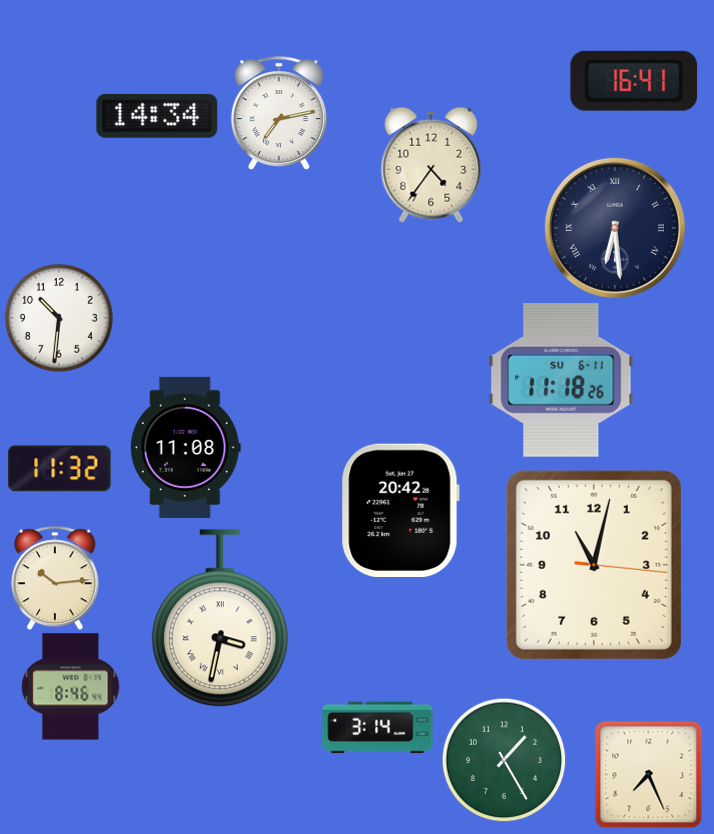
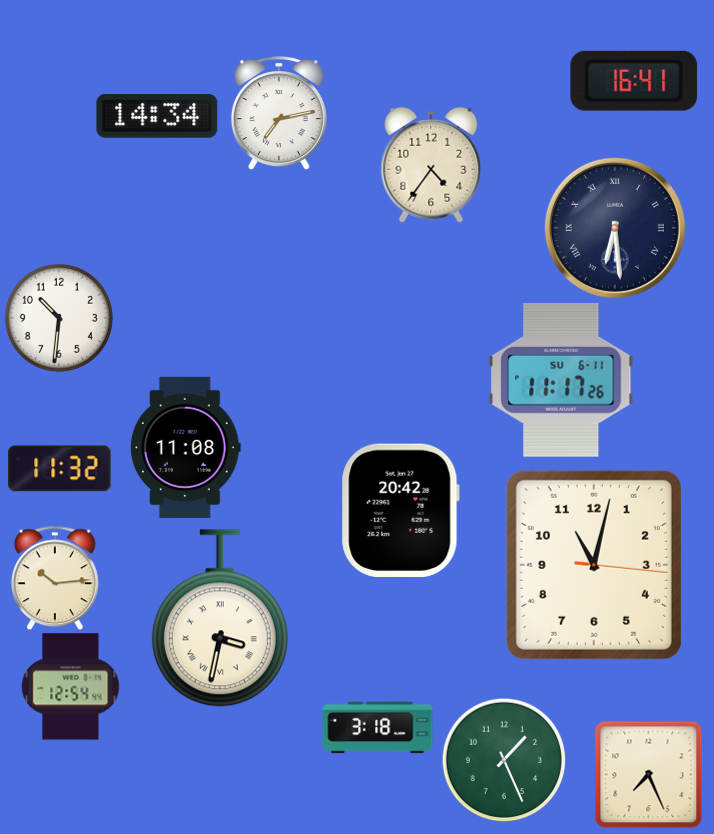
clock at (561, 380): 11:18 -> 11:17
clock at (71, 687): 8:46 -> 12:54
clock at (378, 728): 3:14 -> 3:18
clock at (504, 760): 1:25 -> 1:26
